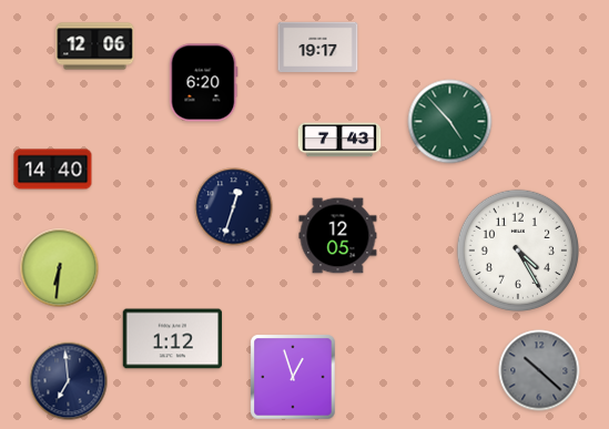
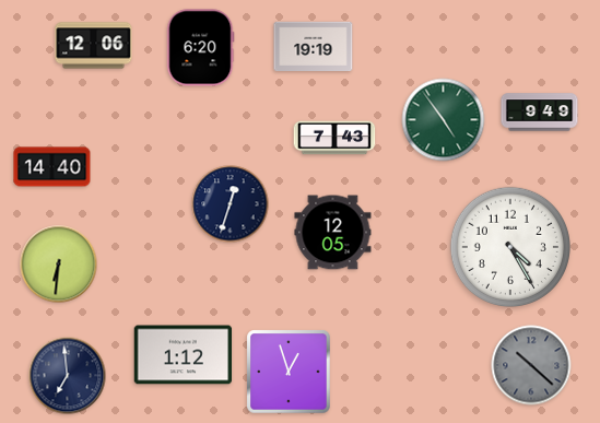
clock at (318, 48): 19:17 -> 19:19
clock at (203, 83) position: (203, 83) -> (200, 48)
clock at (540, 113): none -> 9:49
clock at (450, 122): 4:53 -> 4:54
clock at (173, 339) position: (173, 339) -> (184, 355)
